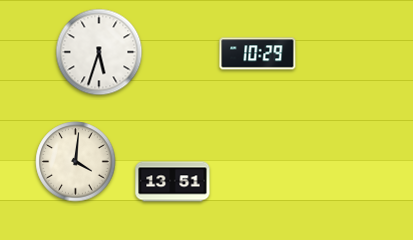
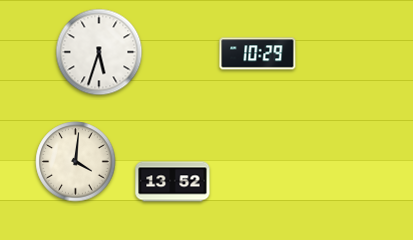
clock at (173, 182): 13:51 -> 13:52
